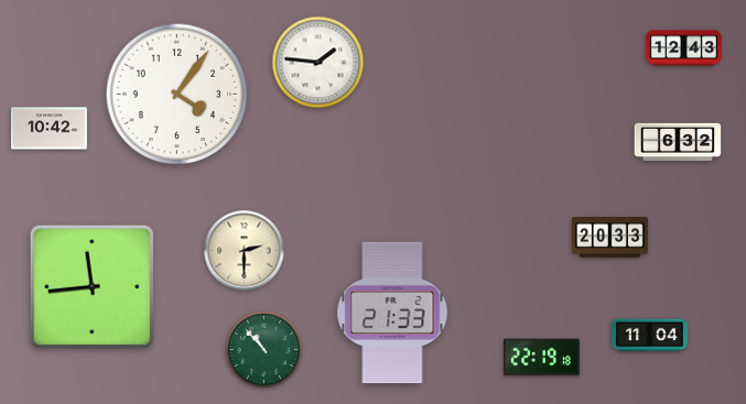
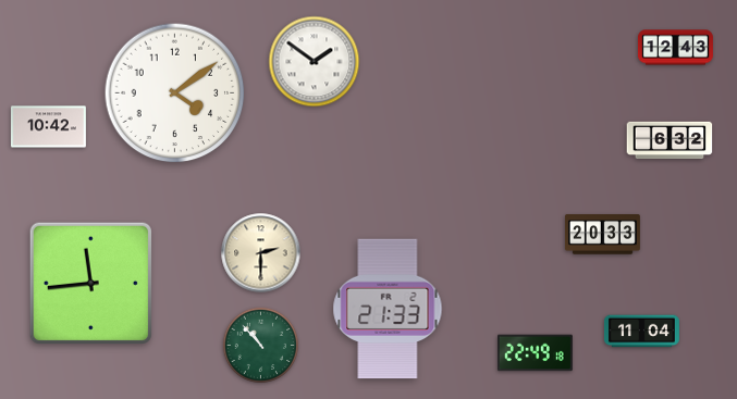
clock at (318, 63): 1:46 -> 1:51
clock at (177, 95): 4:06 -> 4:09
clock at (245, 251) position: (245, 251) -> (261, 253)
clock at (541, 358): 22:19 -> 22:49
